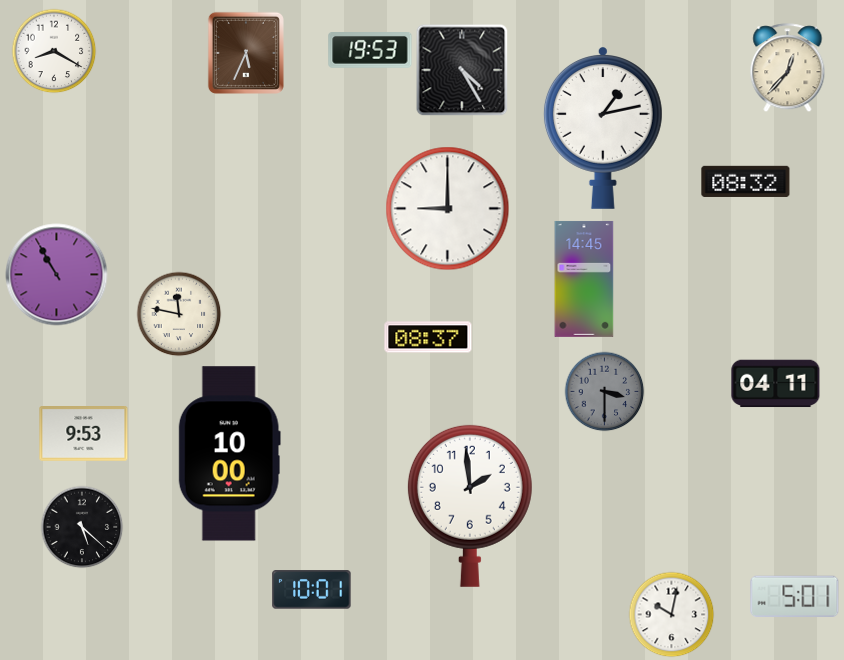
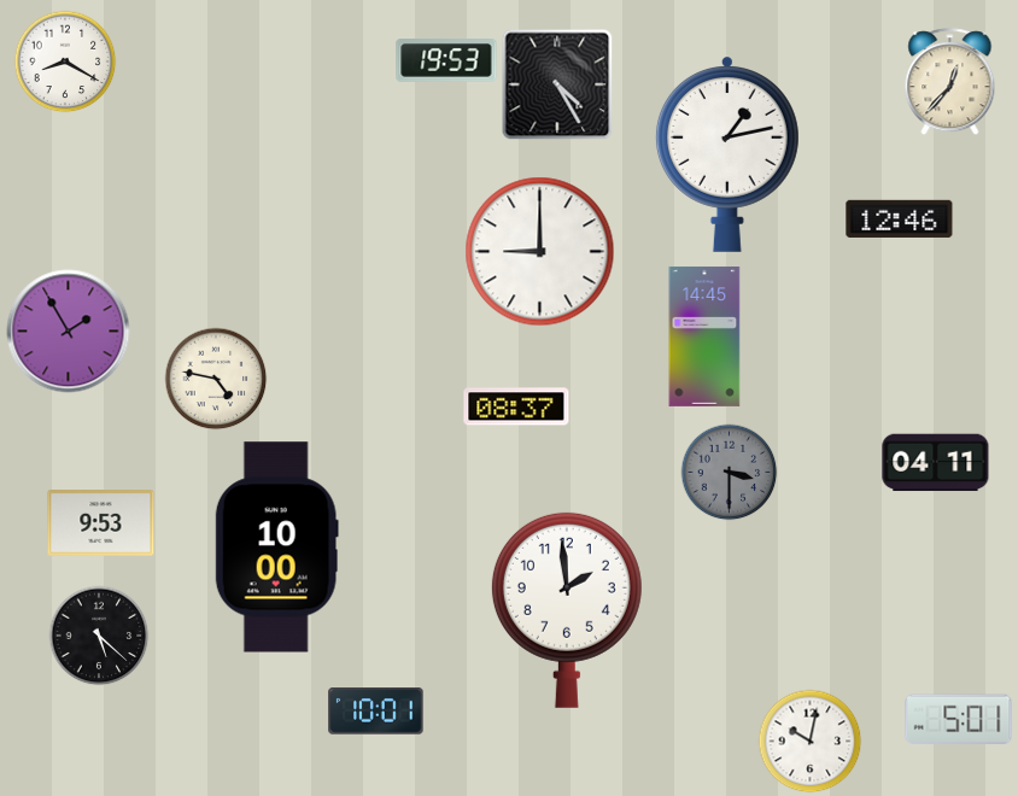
clock at (246, 53): 5:34 -> none
clock at (746, 181): 08:32 -> 12:46
clock at (57, 275): 10:55 -> 1:55
clock at (179, 314): 11:47 -> 4:47
